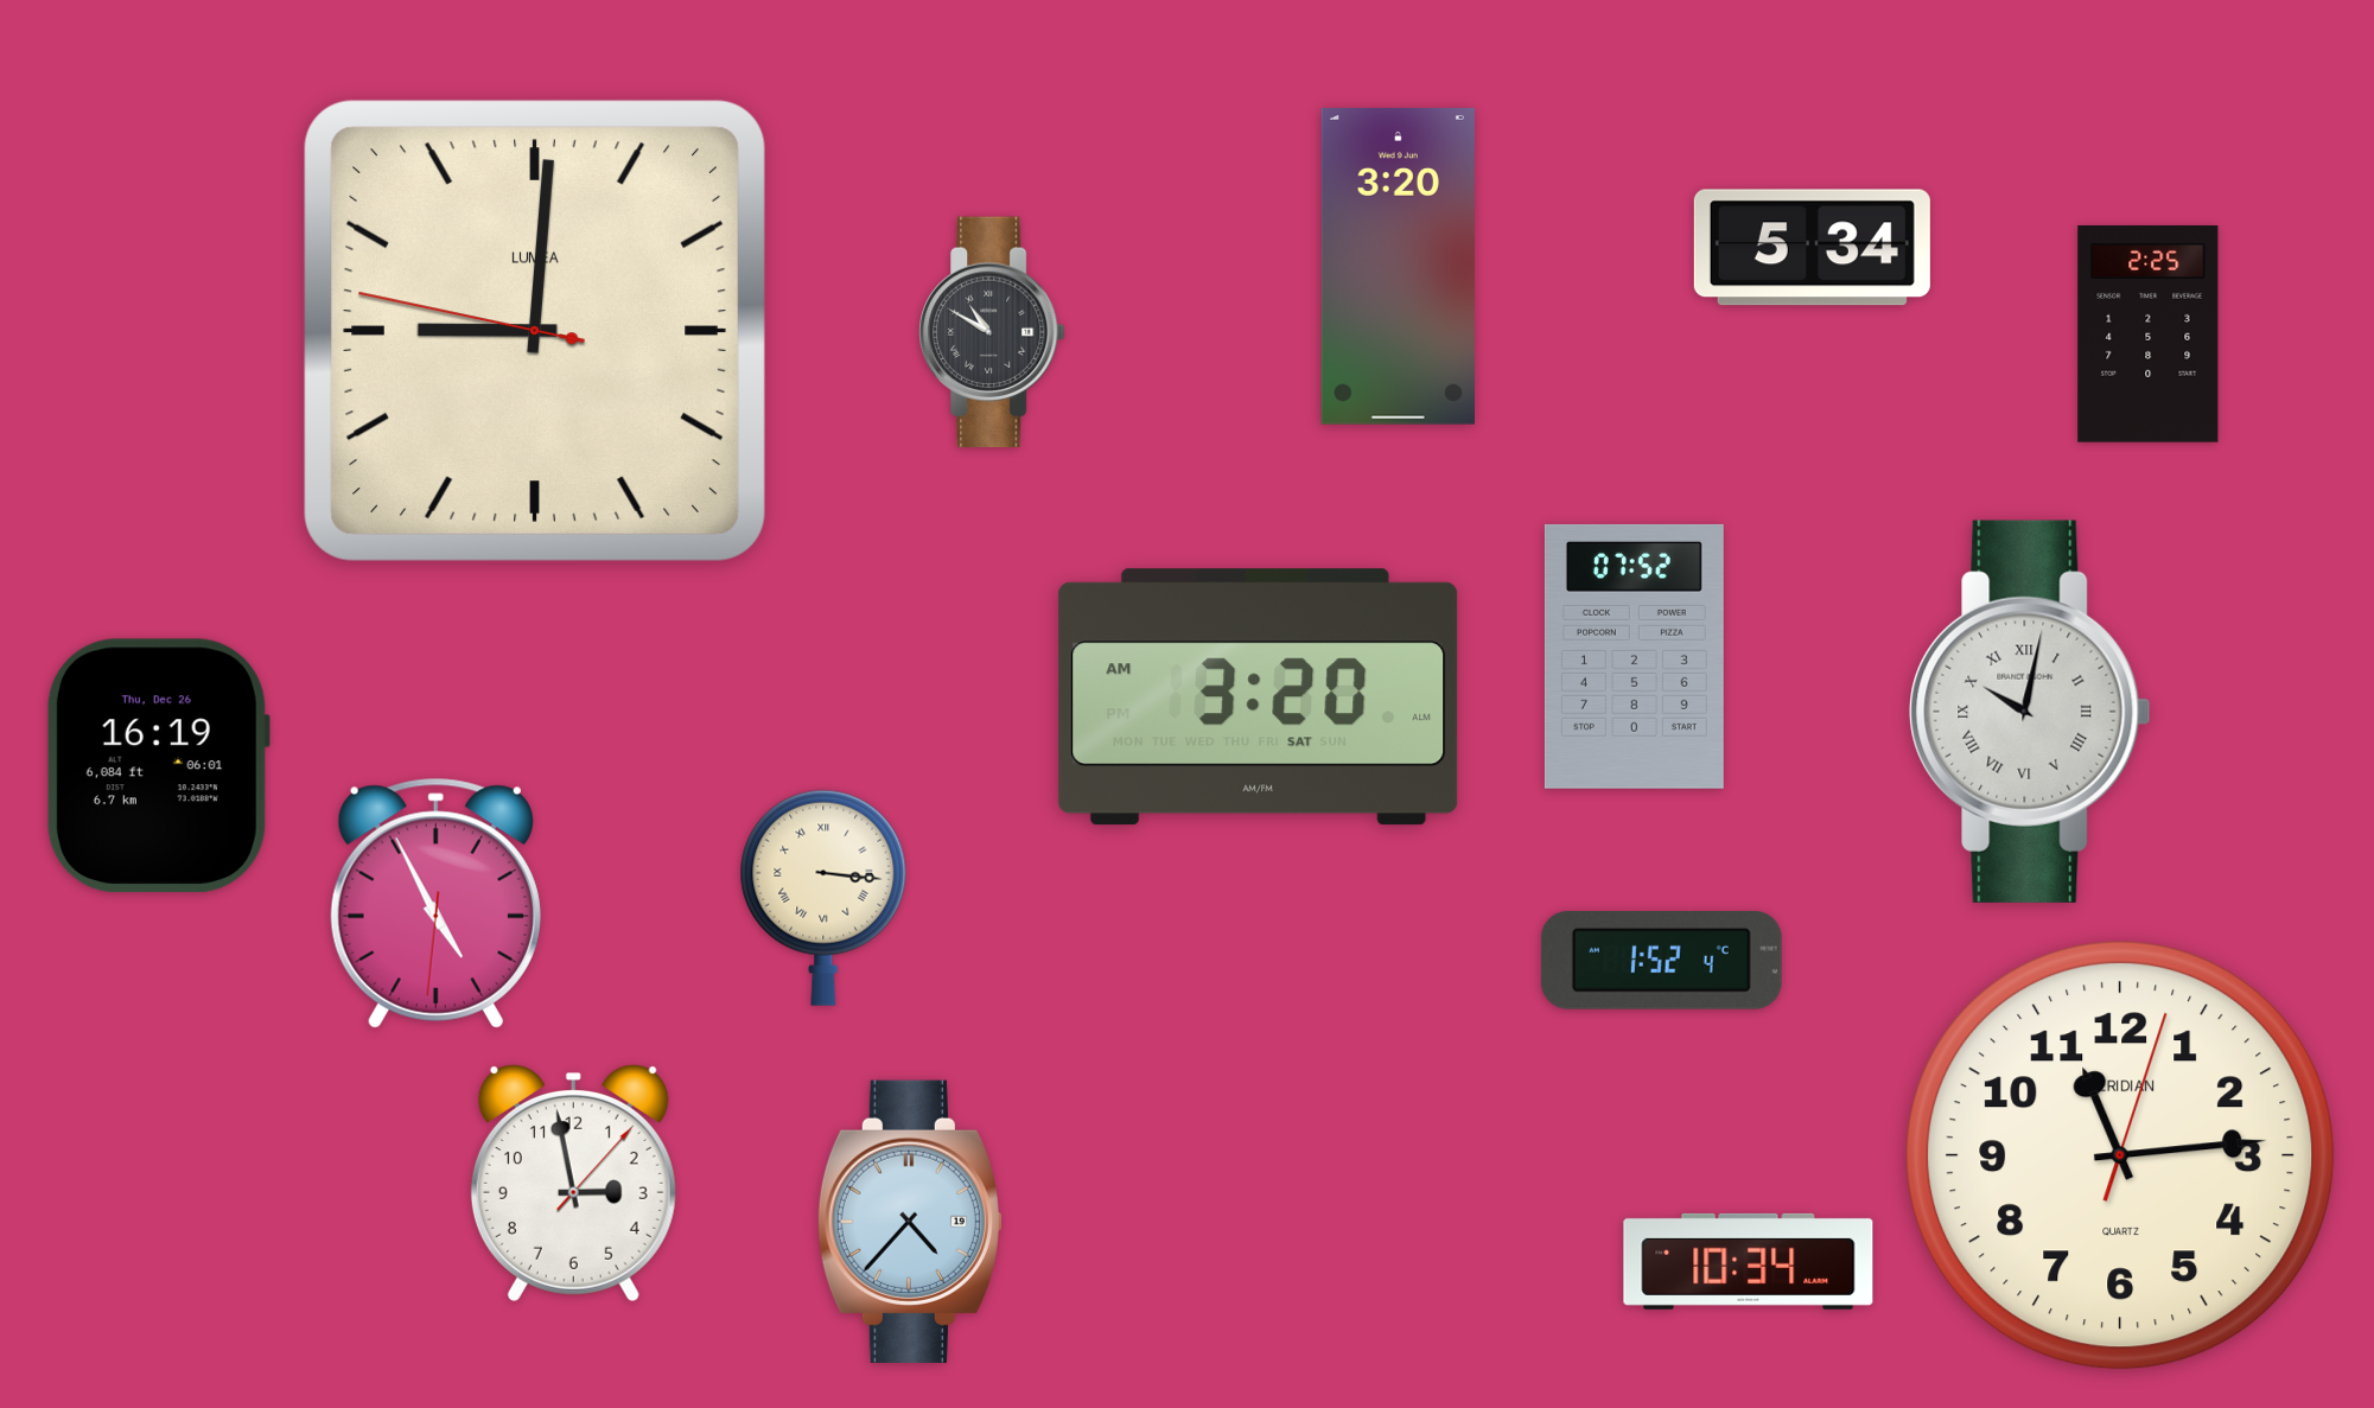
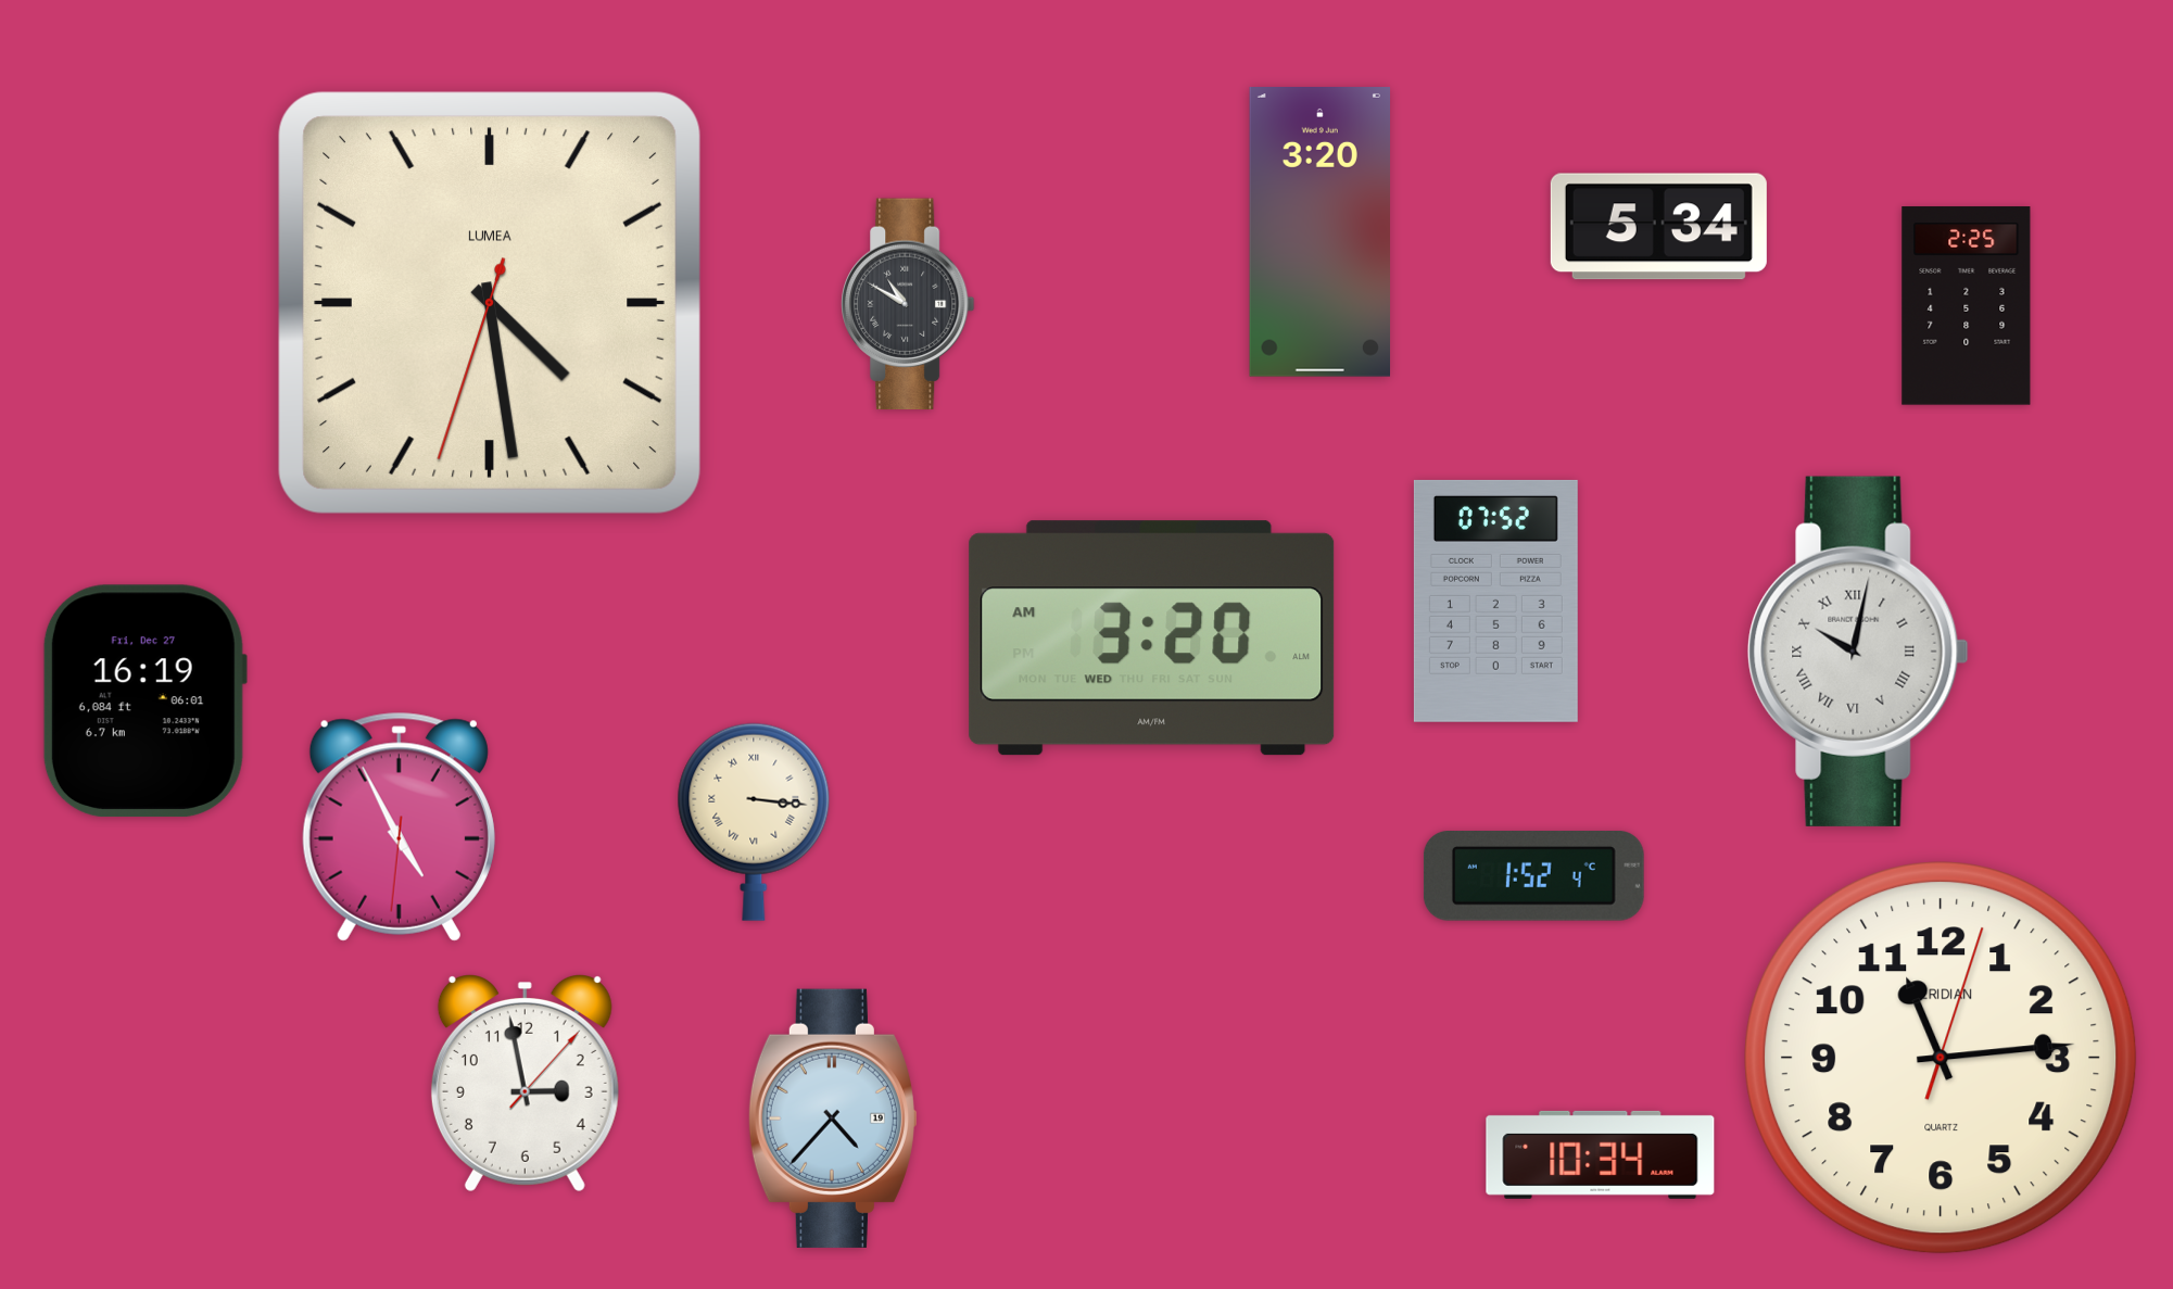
clock at (1398, 267) position: (1398, 267) -> (1319, 232)
clock at (535, 331): 9:00 -> 4:28
clock at (1259, 697) date: SAT -> WED
clock at (158, 766) date: Thu, Dec 26 -> Fri, Dec 27
clock at (1661, 961) position: (1661, 961) -> (1533, 876)
